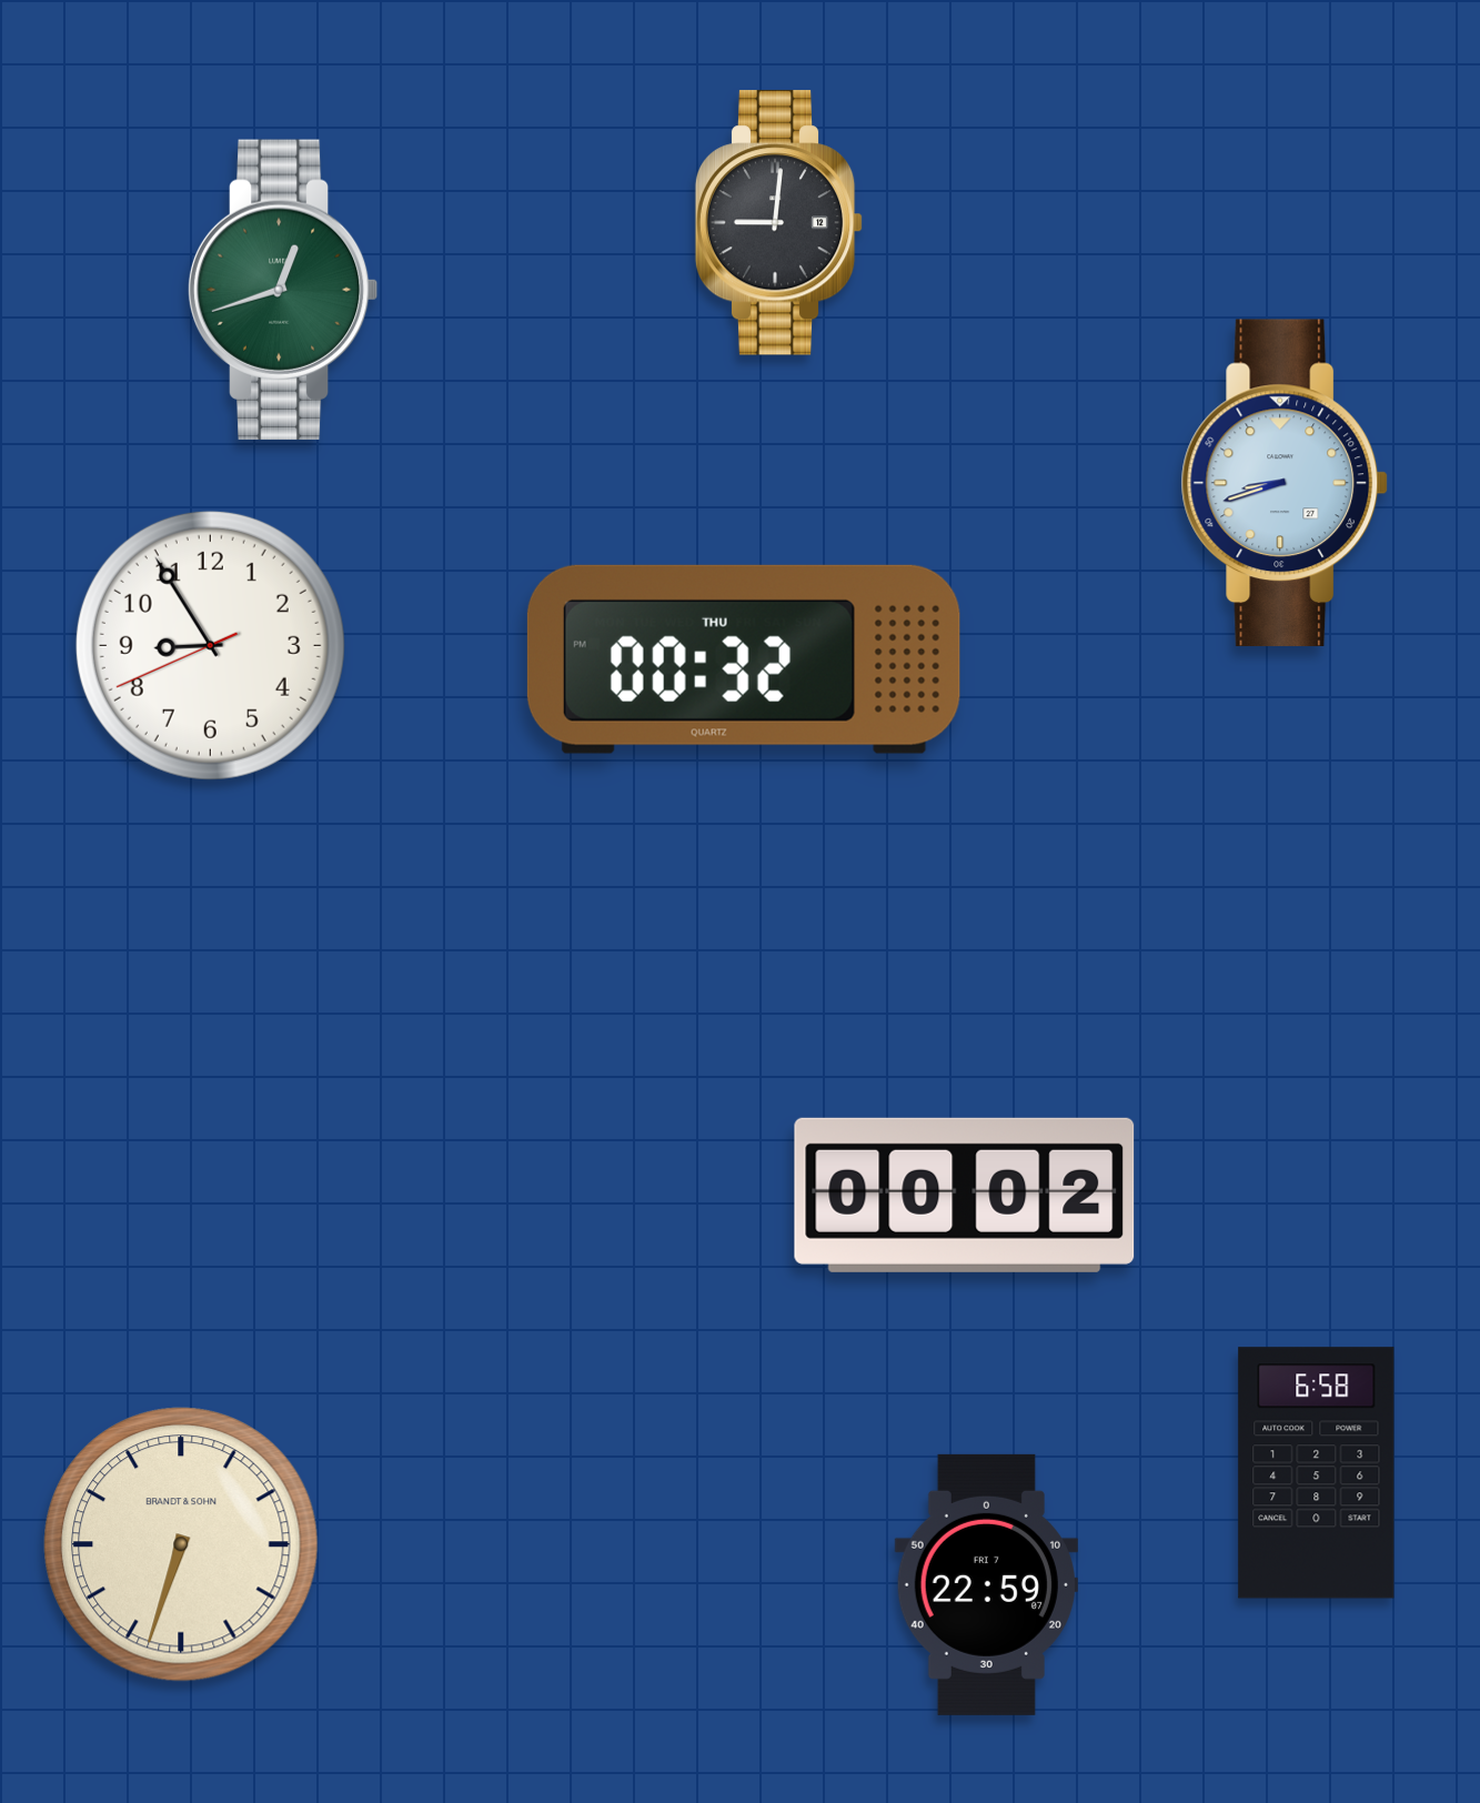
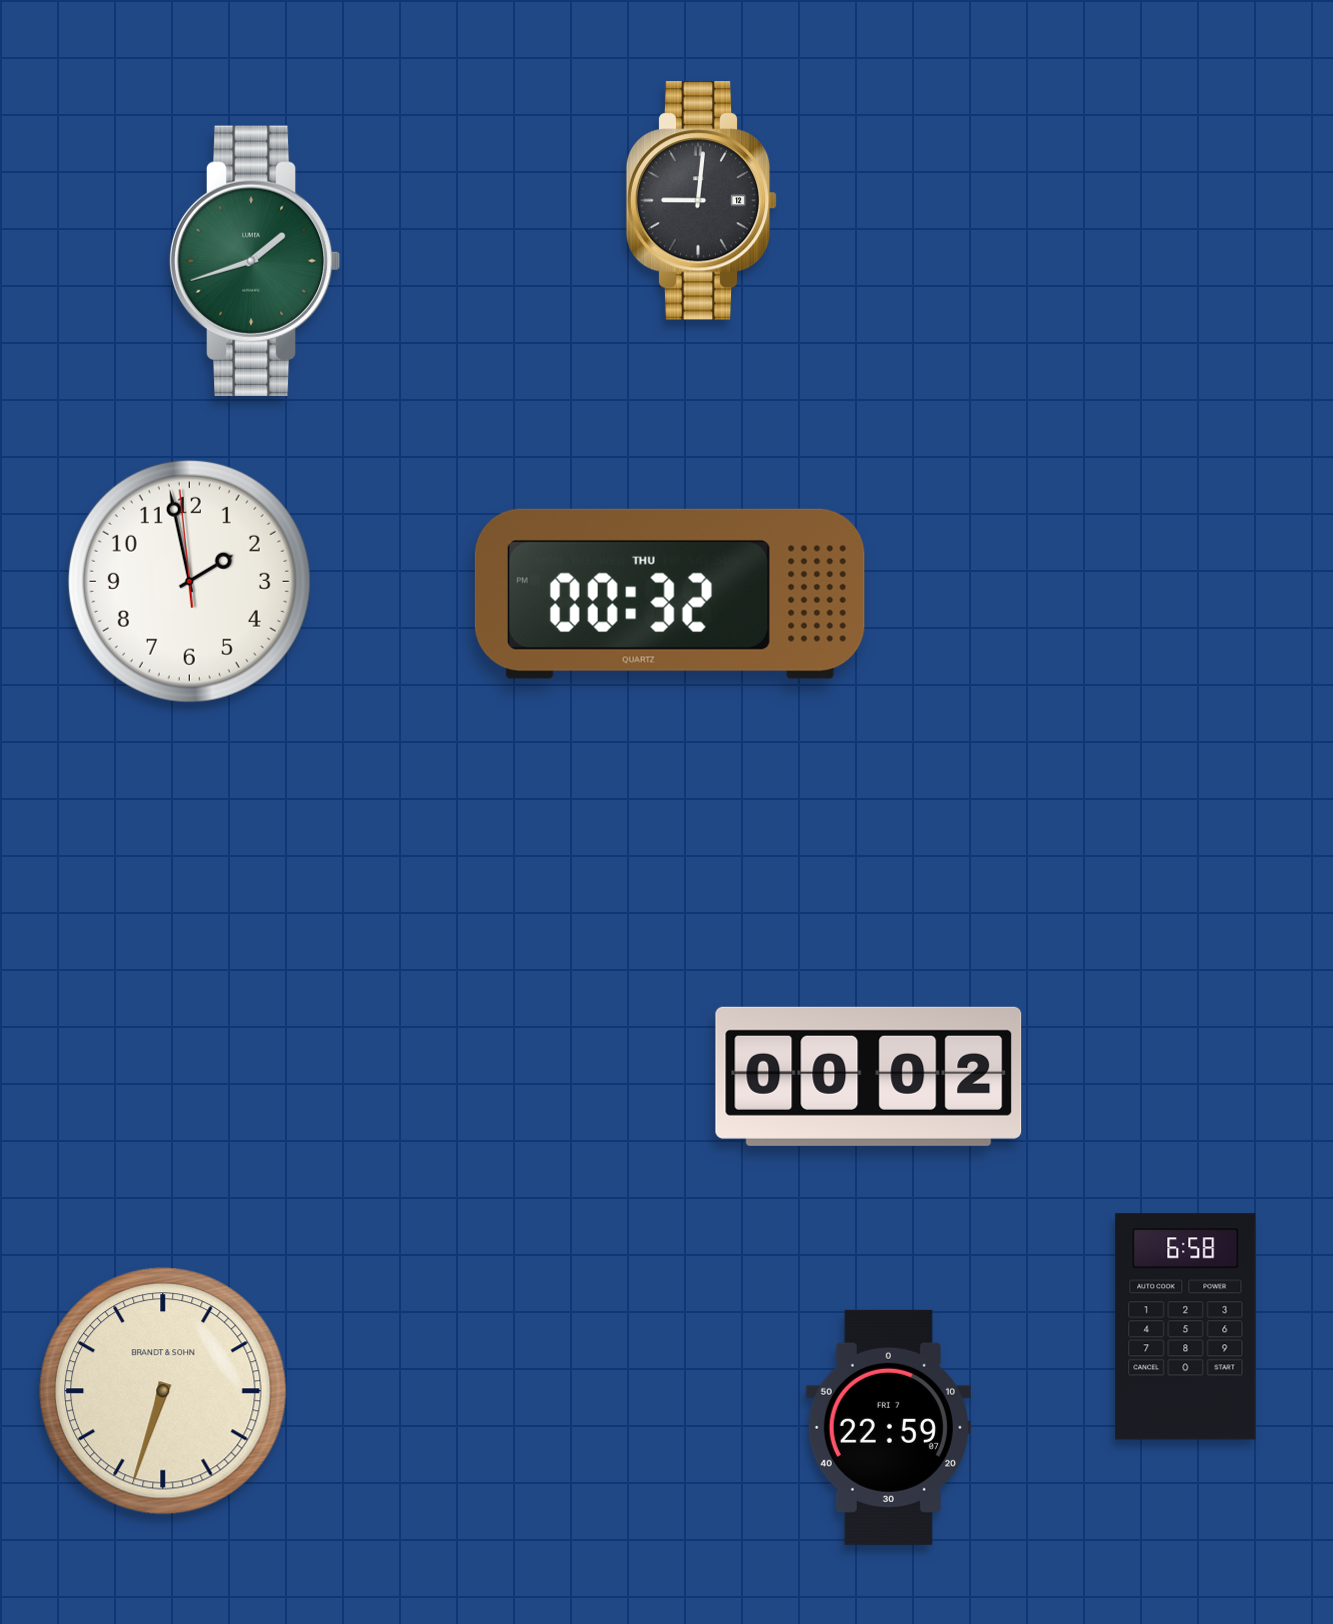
clock at (283, 290): 12:42 -> 1:42
clock at (1285, 483): 8:42 -> none
clock at (210, 645): 8:54 -> 1:57
